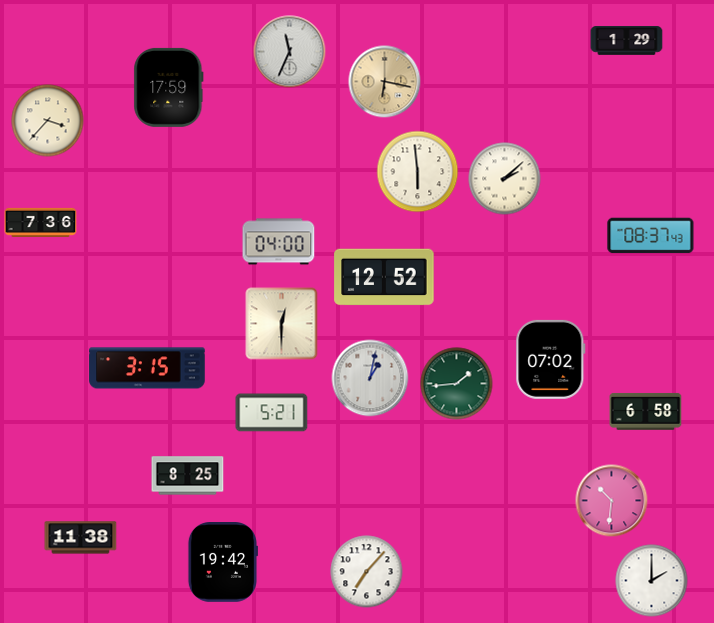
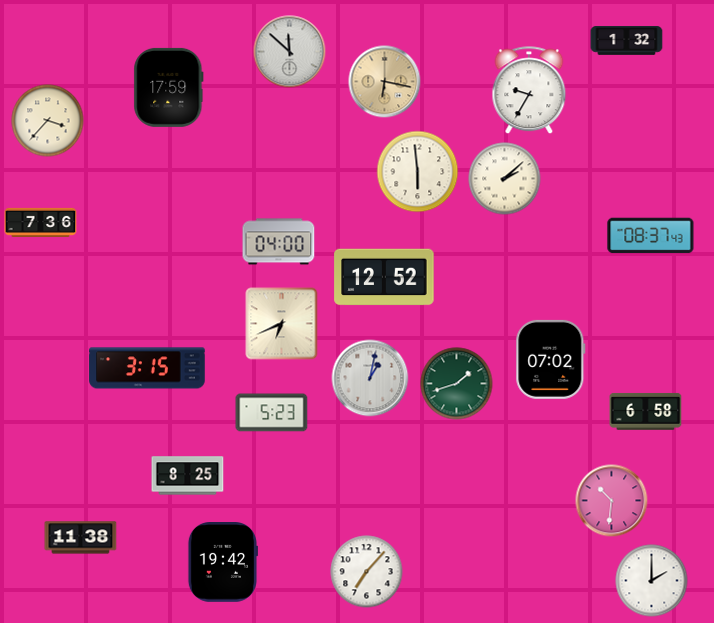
clock at (627, 41): 1:29 -> 1:32
clock at (290, 52): 11:34 -> 11:52
clock at (529, 91): none -> 9:35
clock at (282, 324): 12:30 -> 6:41
clock at (457, 384): 1:44 -> 1:42
clock at (272, 413): 5:21 -> 5:23
